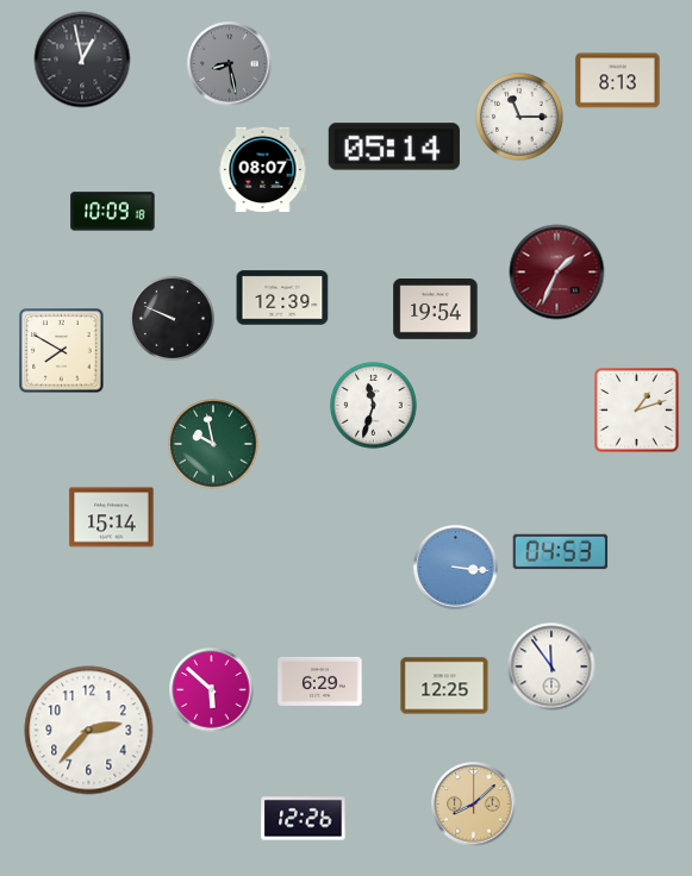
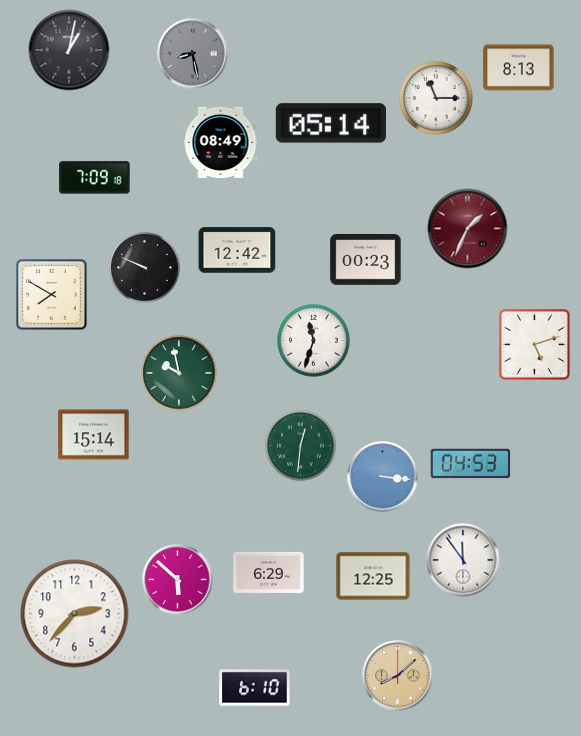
clock at (82, 60): 12:58 -> 1:02
clock at (263, 169): 08:07 -> 08:49
clock at (113, 212): 10:09 -> 7:09
clock at (282, 298): 12:39 -> 12:42
clock at (436, 309): 19:54 -> 00:23
clock at (637, 411): 1:12 -> 5:12
clock at (300, 445): none -> 12:31
clock at (304, 819): 12:26 -> 6:10
